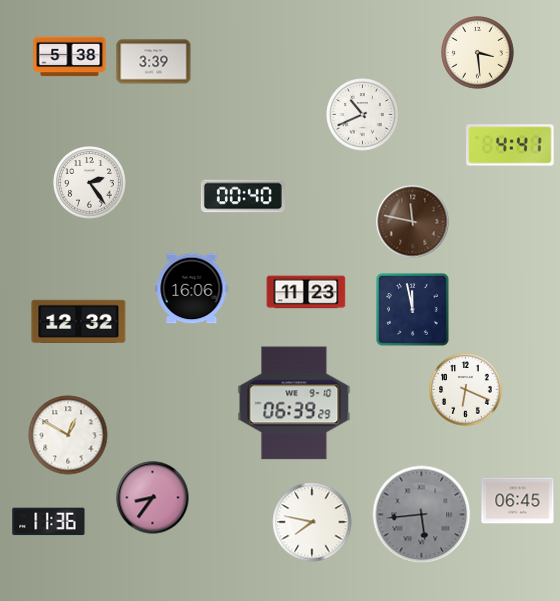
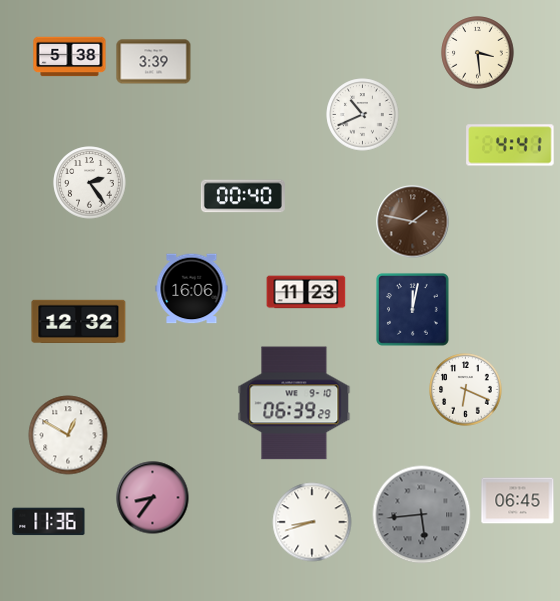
clock at (413, 222): 11:47 -> 1:47
clock at (412, 309): 11:58 -> 12:02
clock at (312, 522): 7:47 -> 8:42
